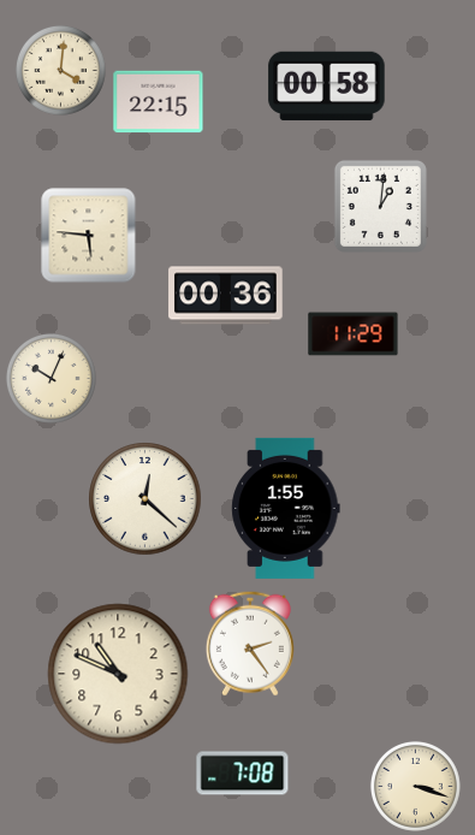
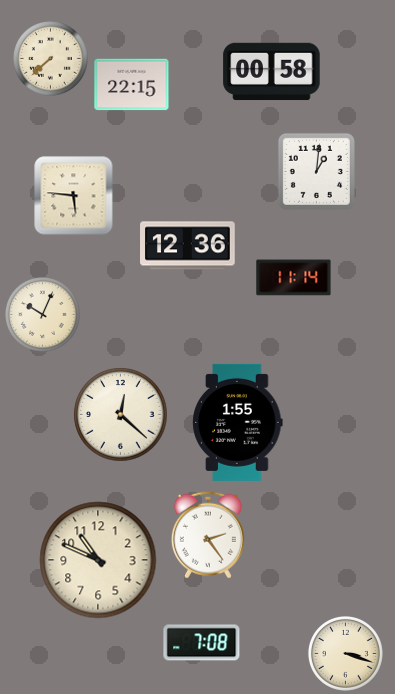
clock at (60, 70): 4:01 -> 7:38
clock at (226, 296): 00:36 -> 12:36
clock at (354, 334): 11:29 -> 11:14
